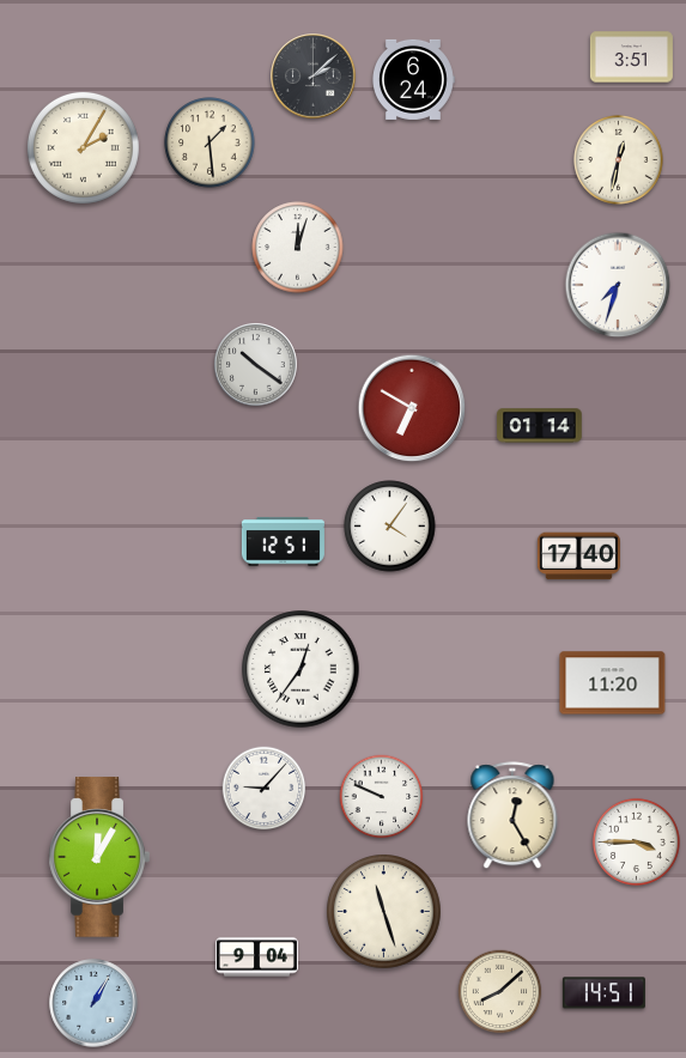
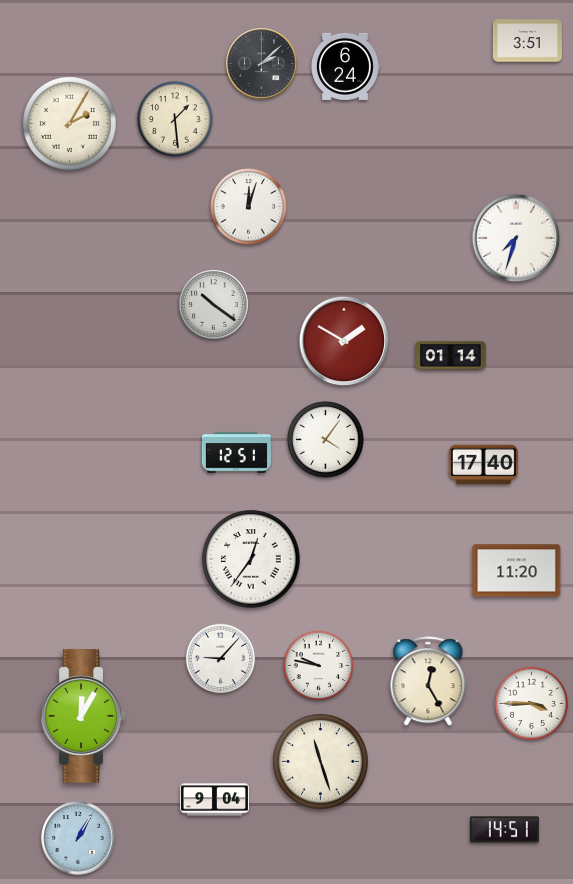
clock at (631, 57) position: (631, 57) -> (527, 41)
clock at (619, 160): 12:32 -> none
clock at (412, 408): 6:50 -> 1:50
clock at (613, 683) position: (613, 683) -> (517, 571)
clock at (382, 797): 9:49 -> 9:47
clock at (500, 992): 8:08 -> none
